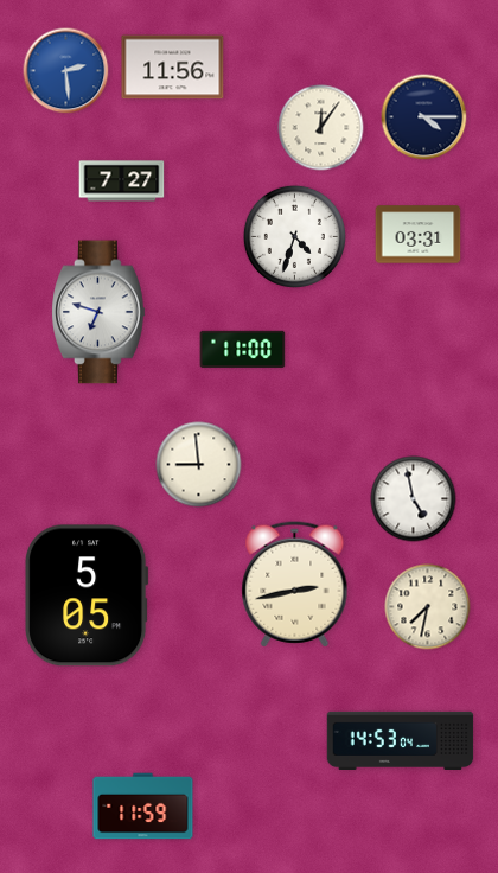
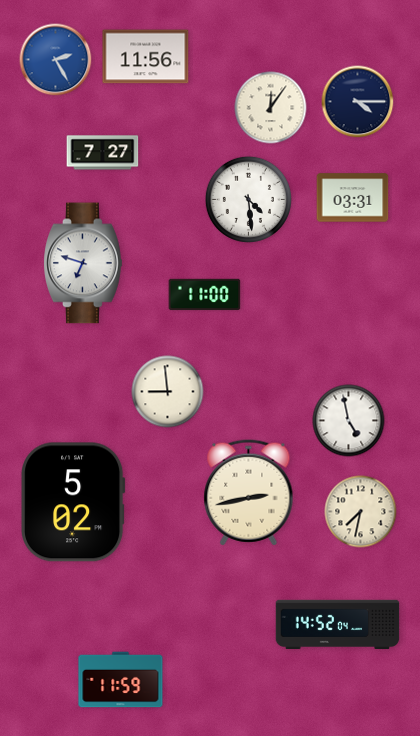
clock at (66, 71): 2:29 -> 2:25
clock at (424, 117) position: (424, 117) -> (358, 102)
clock at (294, 236): 4:33 -> 4:29
clock at (87, 595): 5:05 -> 5:02
clock at (401, 740): 14:53 -> 14:52
